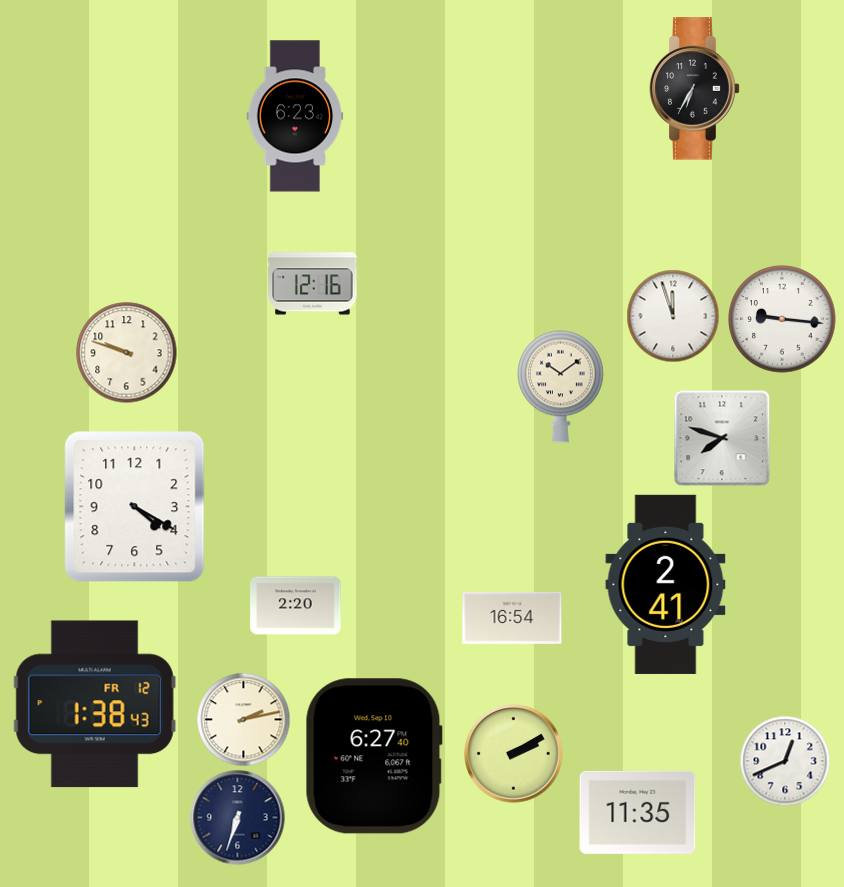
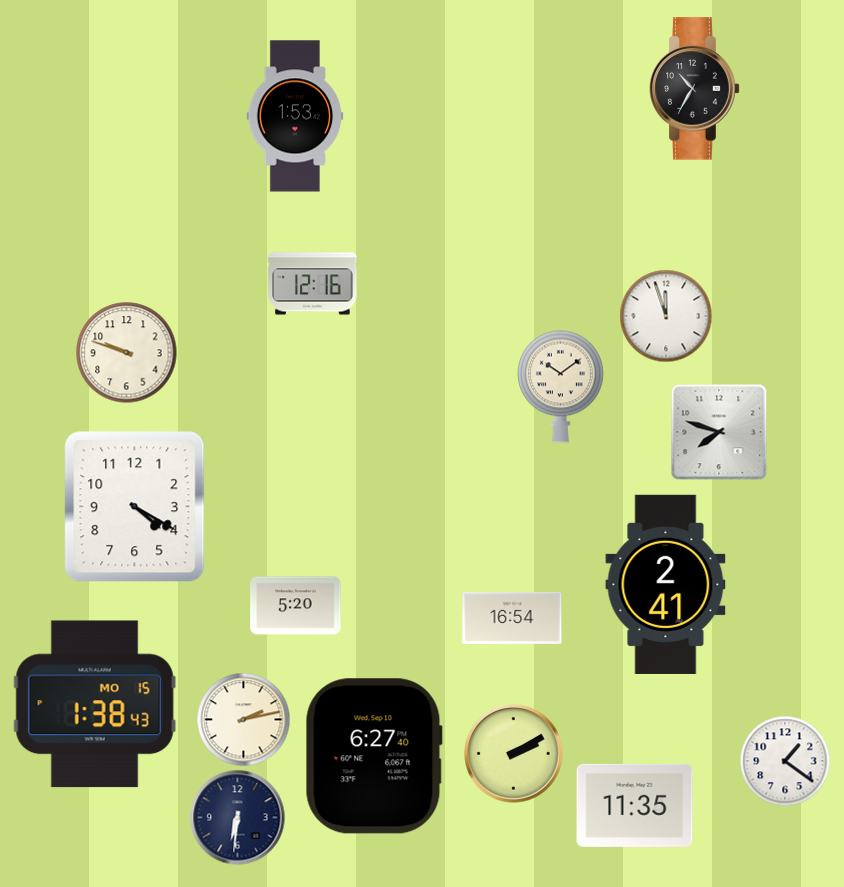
clock at (695, 89): 6:35 -> 10:35
clock at (295, 116): 6:23 -> 1:53
clock at (673, 316) position: (673, 316) -> (666, 316)
clock at (782, 319): 9:16 -> none
clock at (722, 438) position: (722, 438) -> (719, 432)
clock at (296, 606): 2:20 -> 5:20
clock at (95, 704) date: FR 12 -> MO 15
clock at (785, 761): 12:41 -> 1:21
clock at (638, 812) position: (638, 812) -> (635, 805)
clock at (237, 817): 6:33 -> 6:31
